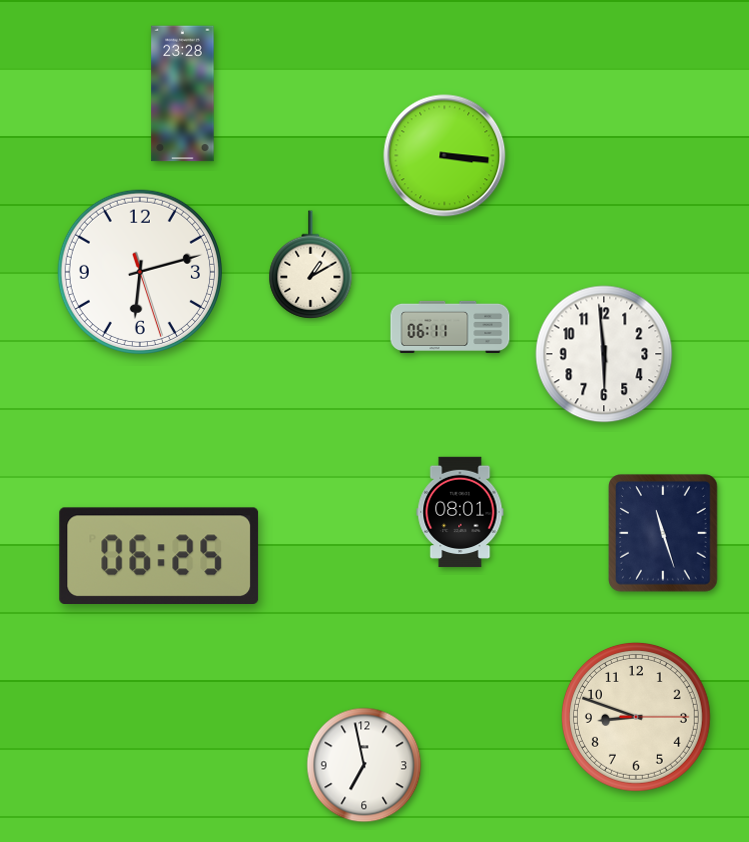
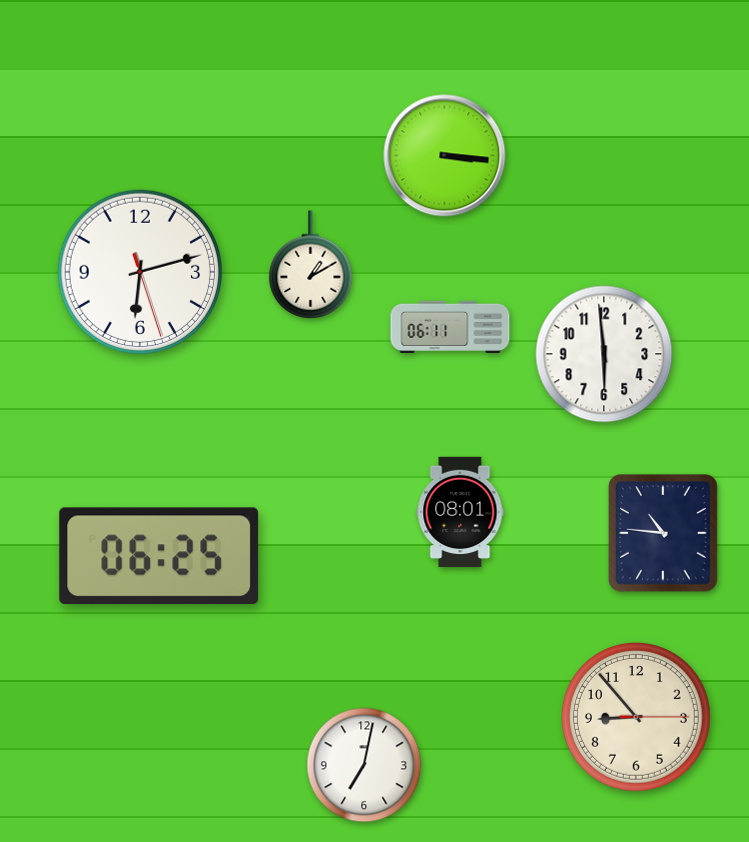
clock at (183, 94): 23:28 -> none
clock at (663, 533): 11:27 -> 10:46
clock at (636, 717): 8:48 -> 8:53
clock at (364, 765): 6:58 -> 7:02
